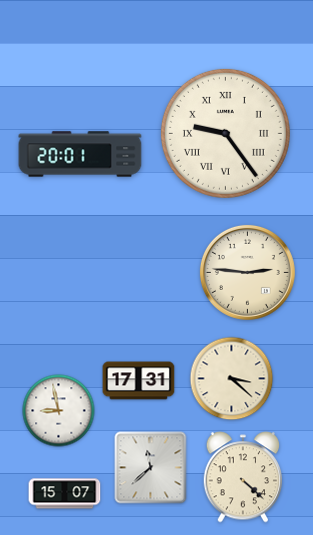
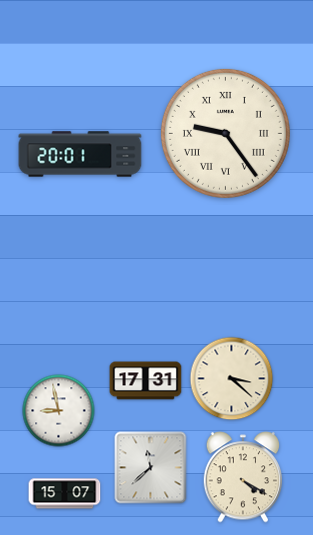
clock at (247, 272): 2:46 -> none
clock at (139, 381) position: (139, 381) -> (146, 381)
clock at (243, 477): 4:22 -> 4:20
